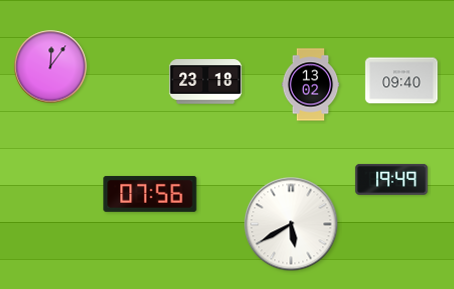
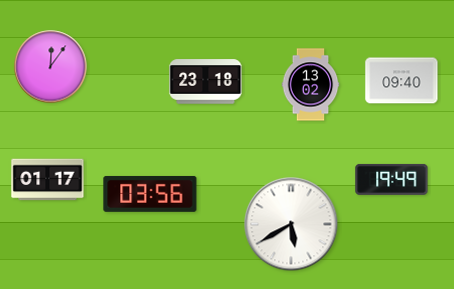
clock at (48, 180): none -> 01:17
clock at (150, 194): 07:56 -> 03:56
